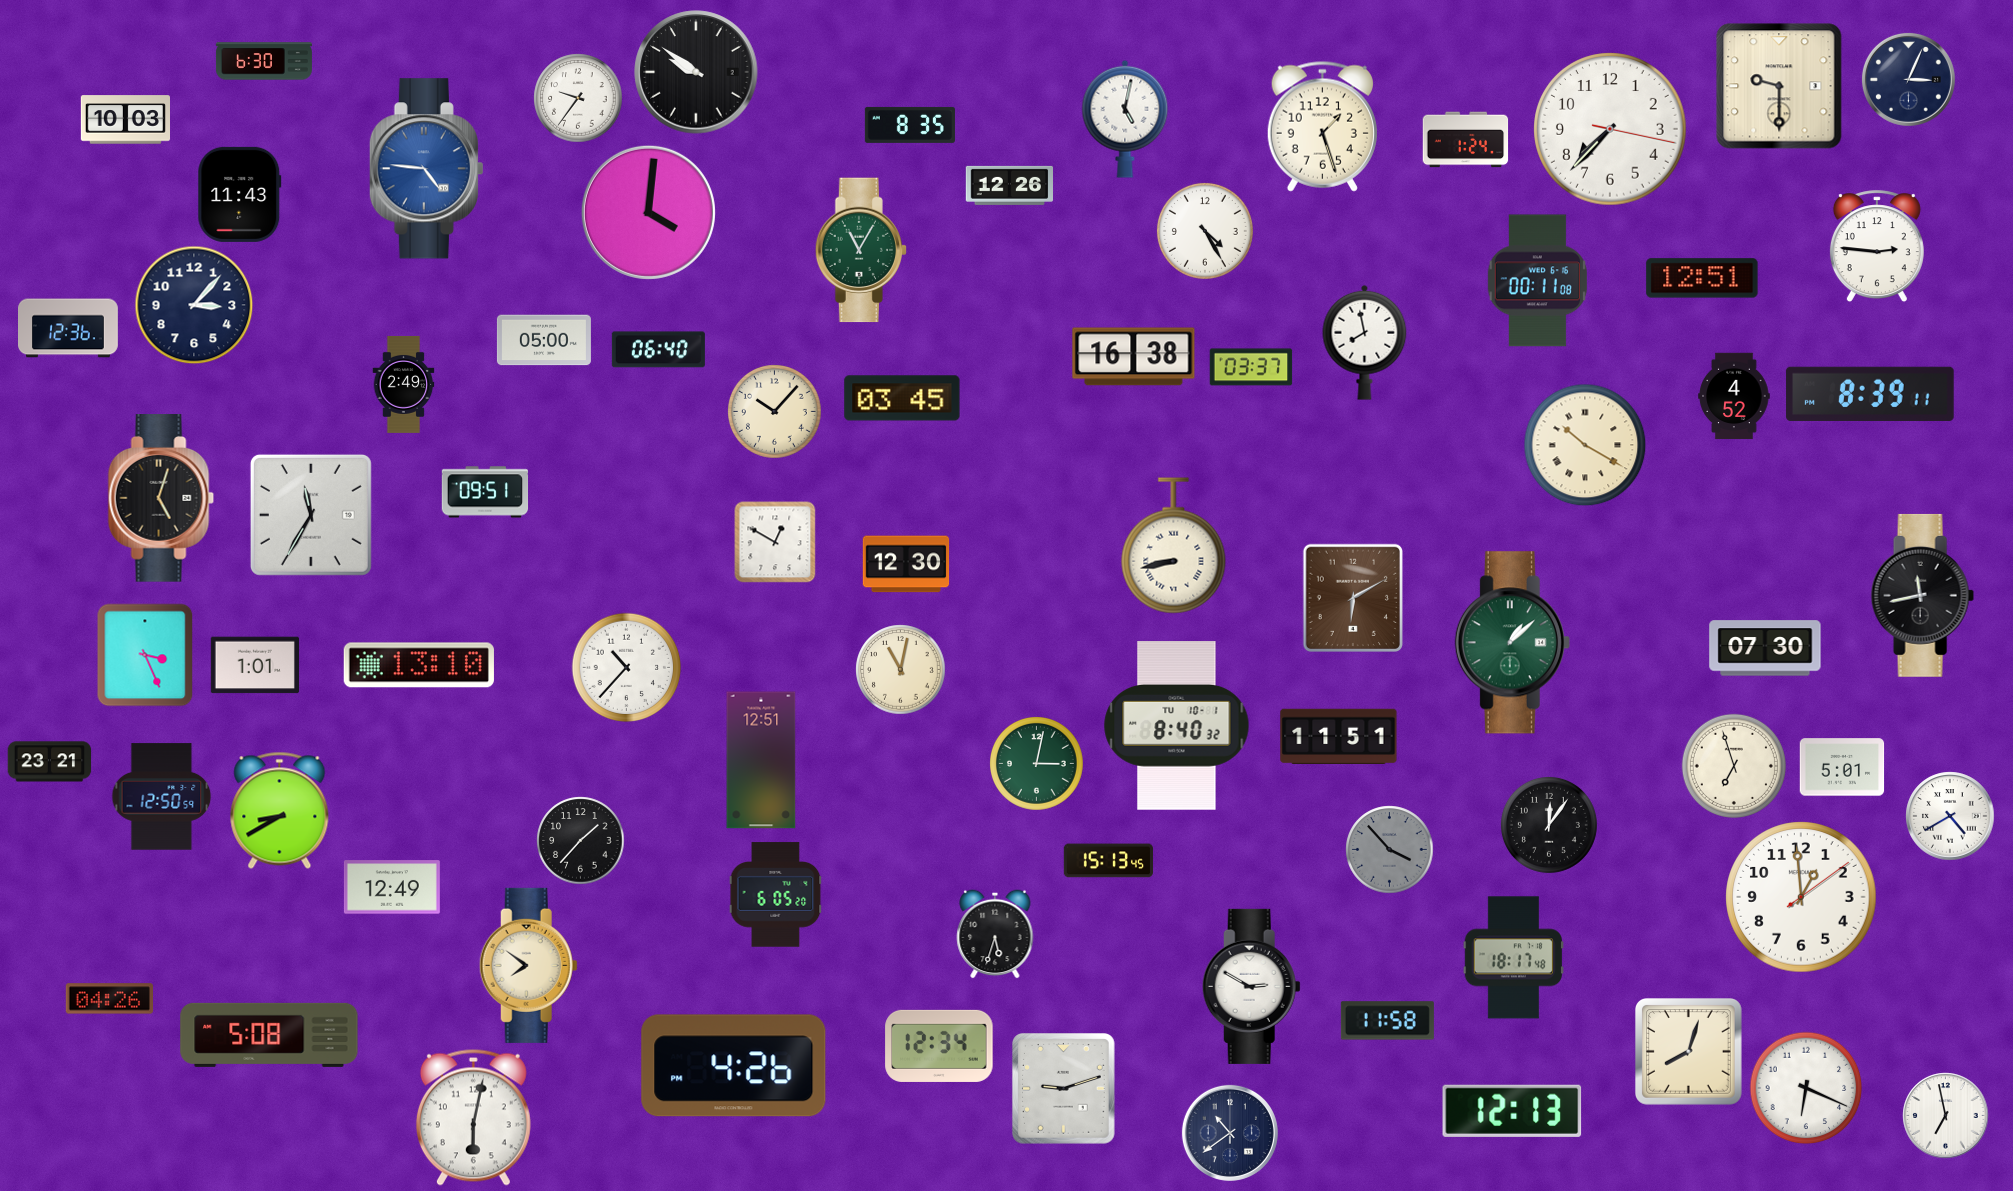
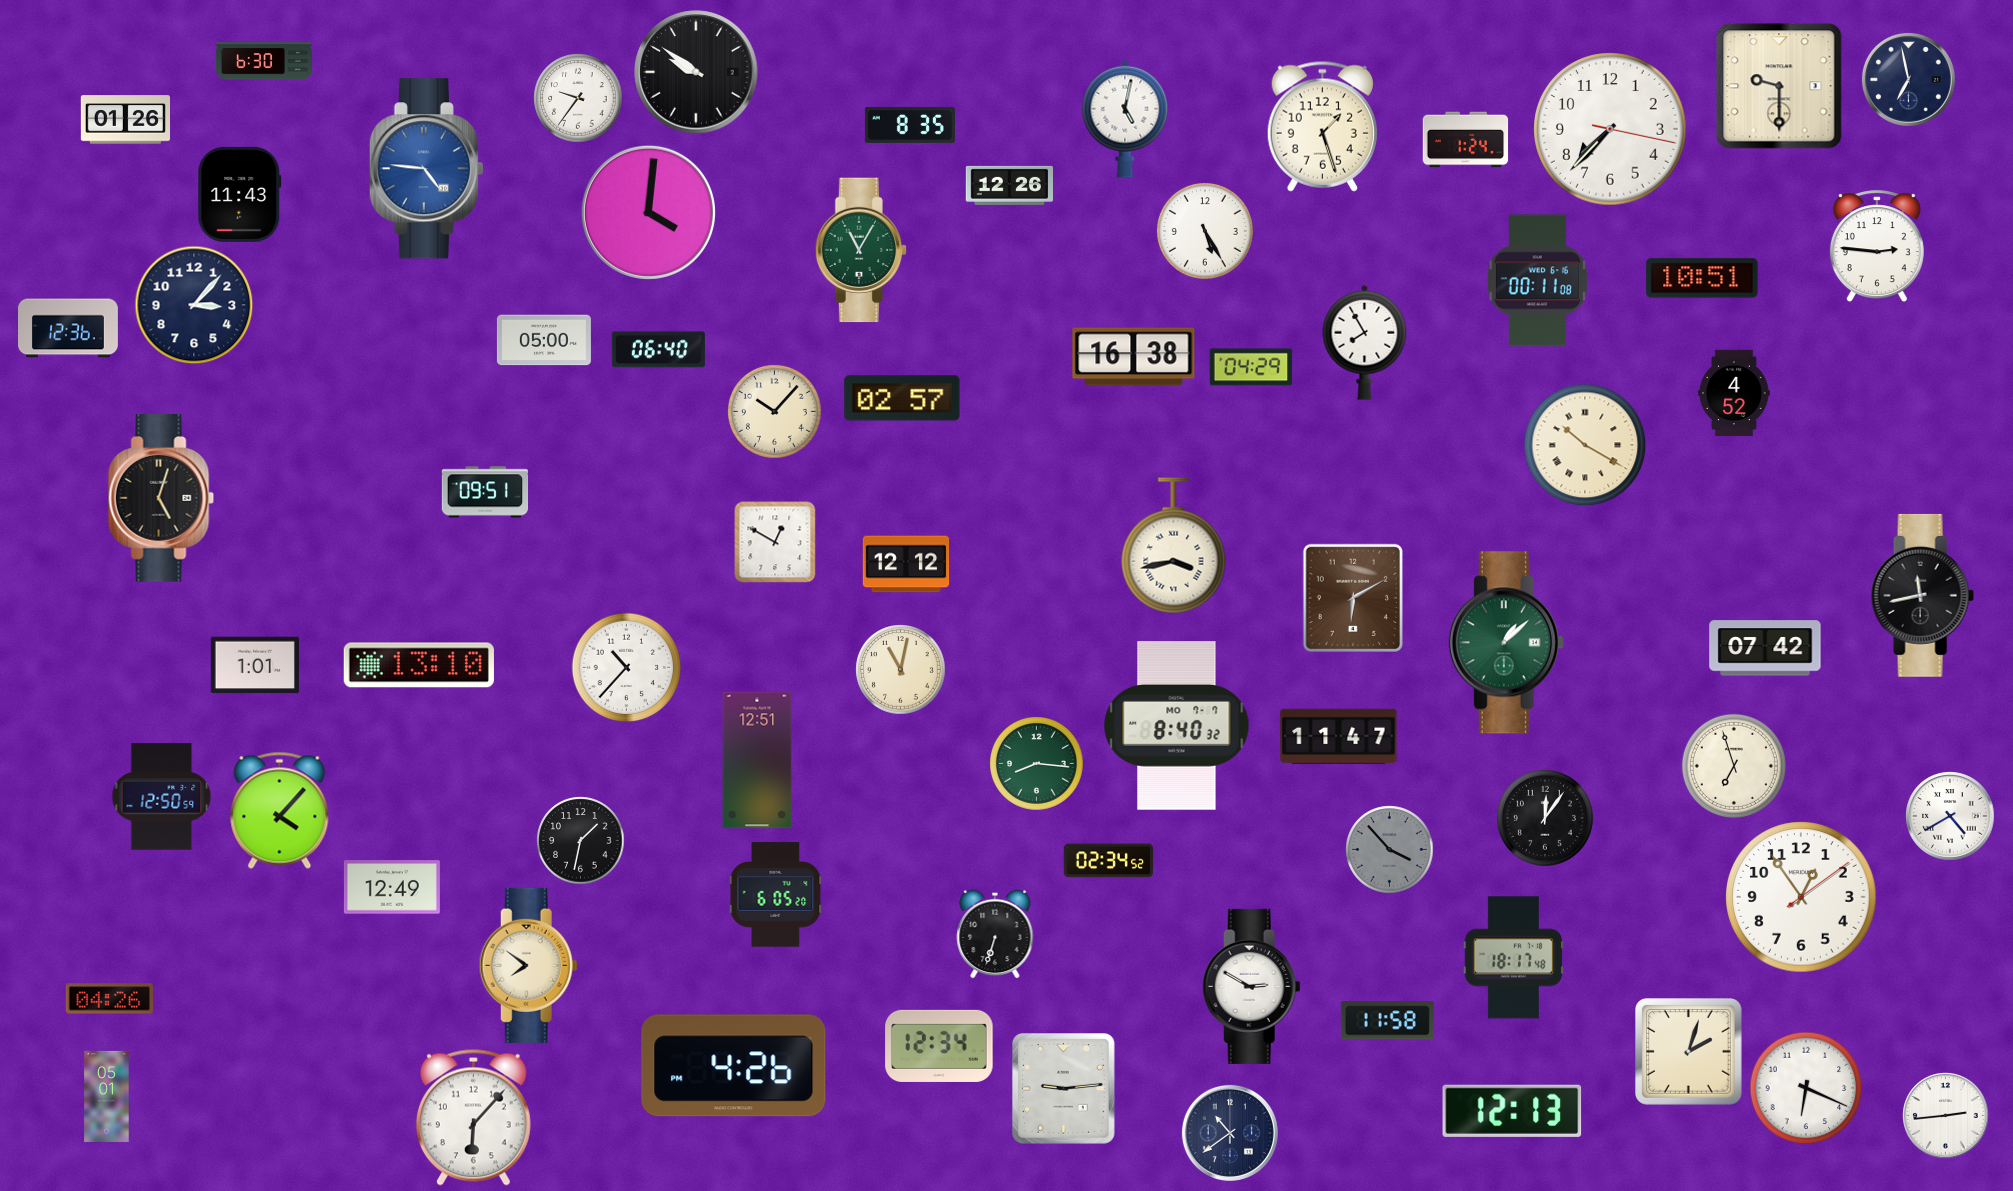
clock at (1908, 79): 3:04 -> 6:58
clock at (125, 120): 10:03 -> 01:26
clock at (1205, 231): 4:25 -> 5:25
clock at (1702, 278): 12:51 -> 10:51
clock at (1365, 342): 7:58 -> 7:55
clock at (1251, 367): 03:37 -> 04:29
clock at (404, 384): 2:49 -> none
clock at (1870, 394): 8:39 -> none
clock at (1734, 396) position: (1734, 396) -> (1734, 393)
clock at (902, 398): 03:45 -> 02:57
clock at (311, 515): 11:35 -> none
clock at (1174, 546): 8:43 -> 3:43
clock at (906, 564): 12:30 -> 12:12
clock at (1512, 643) position: (1512, 643) -> (1506, 643)
clock at (1765, 648): 07:30 -> 07:42
clock at (145, 655): 3:26 -> none
clock at (1177, 726) date: TU 10-1 -> MO 7-7
clock at (1339, 736): 11:51 -> 11:47
clock at (761, 760) position: (761, 760) -> (757, 760)
clock at (49, 762): 23:21 -> none
clock at (1037, 764): 3:02 -> 8:16
clock at (1842, 767): 5:01 -> none
clock at (280, 810): 8:40 -> 4:07
clock at (1549, 825) position: (1549, 825) -> (1545, 818)
clock at (580, 840): 1:37 -> 1:32
clock at (1108, 861): 15:13 -> 02:34
clock at (1801, 897): 12:59 -> 12:54
clock at (995, 934): 5:33 -> 6:33
clock at (269, 1035): 5:08 -> none
clock at (1689, 1052): 8:03 -> 2:03
clock at (1064, 1089): 9:12 -> 9:14
clock at (107, 1096): none -> 05:01
clock at (1945, 1115): 6:58 -> 2:44
clock at (473, 1117): 6:02 -> 6:07
